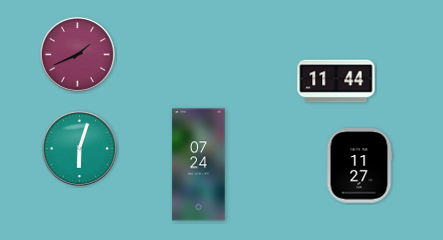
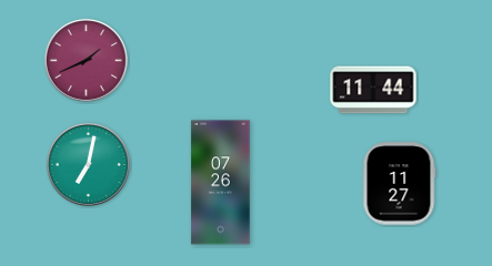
clock at (79, 148): 6:03 -> 7:02
clock at (199, 165): 07:24 -> 07:26
